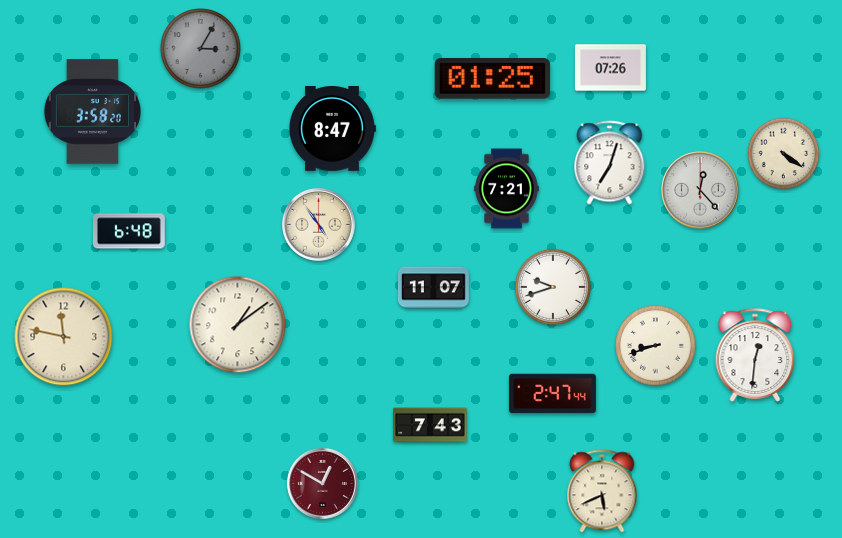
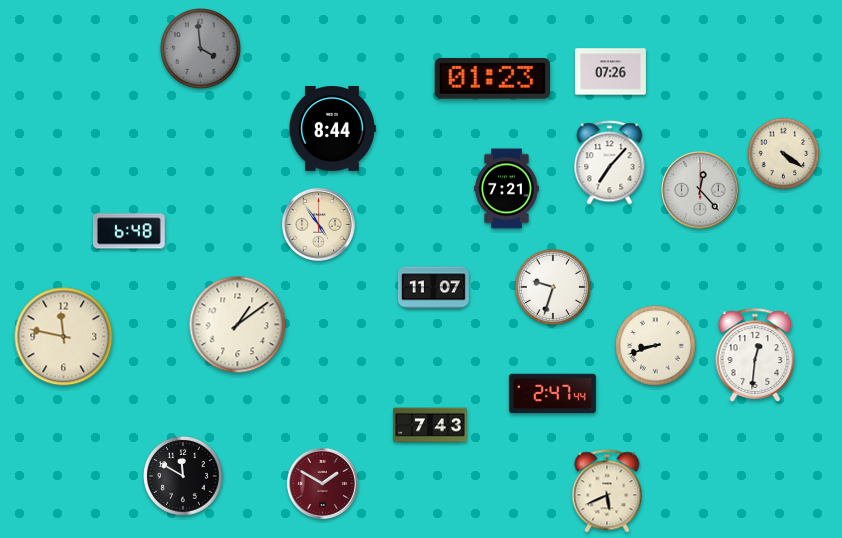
clock at (201, 49): 3:05 -> 3:59
clock at (610, 68) position: (610, 68) -> (610, 72)
clock at (492, 79): 01:25 -> 01:23
clock at (92, 112): 3:58 -> none
clock at (333, 129): 8:47 -> 8:44
clock at (610, 163): 7:03 -> 7:07
clock at (553, 287): 9:42 -> 9:33
clock at (184, 477): none -> 11:50
clock at (322, 483): 12:50 -> 1:50
clock at (602, 491) position: (602, 491) -> (607, 491)
